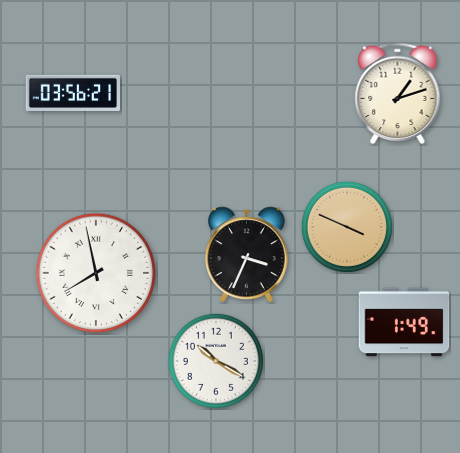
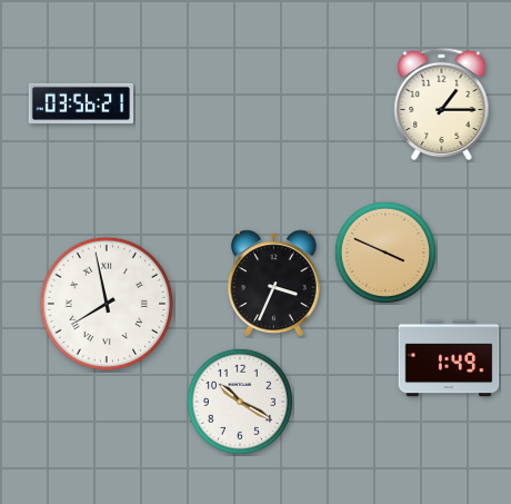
clock at (398, 94): 1:12 -> 1:15
